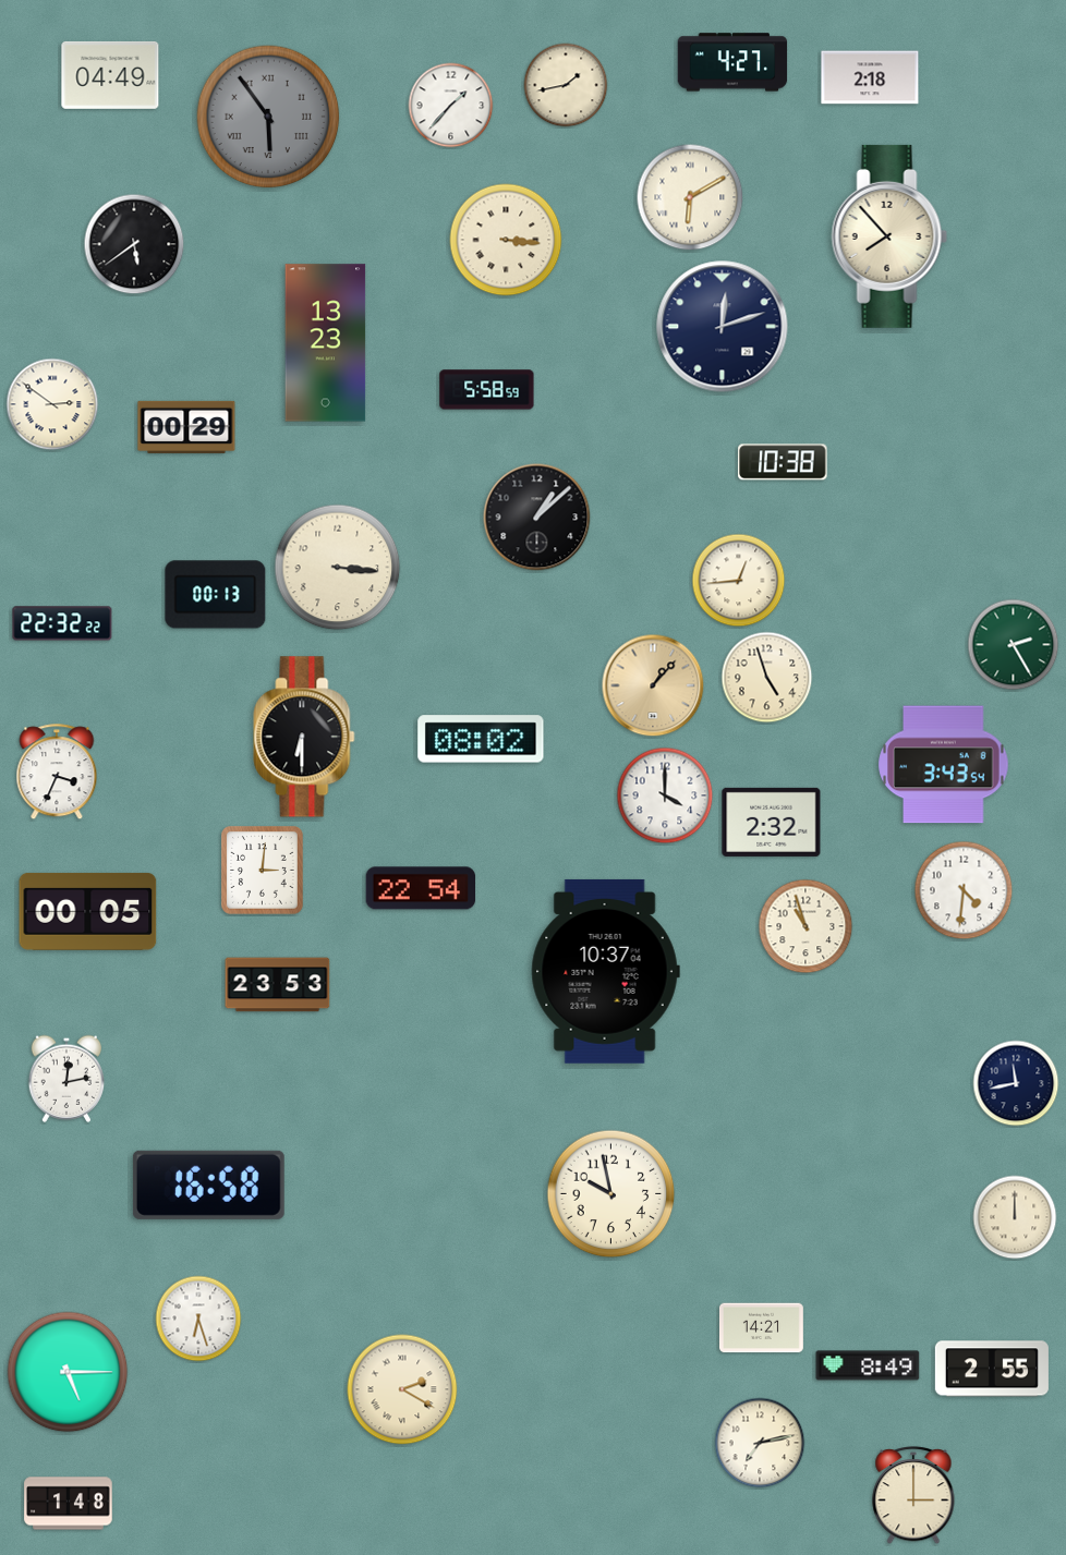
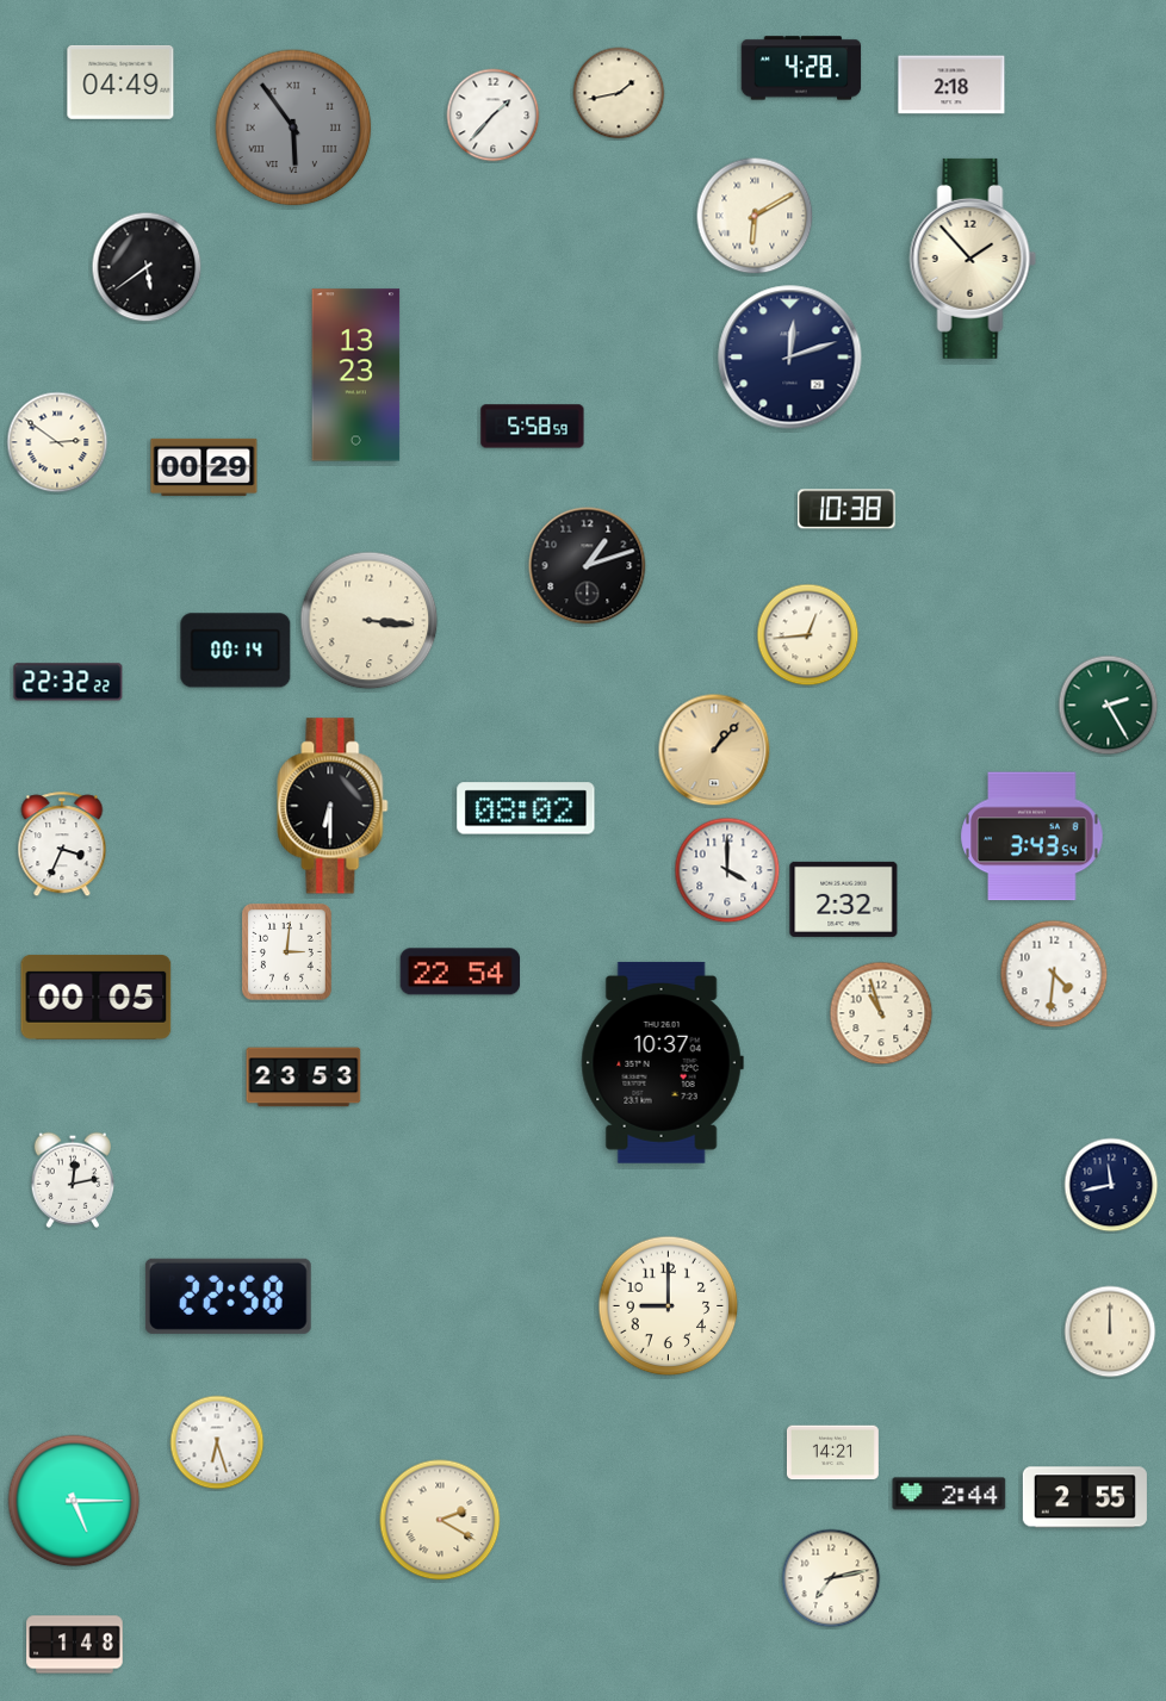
clock at (732, 62): 4:27 -> 4:28
clock at (889, 236): 7:53 -> 1:53
clock at (506, 240): 3:16 -> none
clock at (783, 462) position: (783, 462) -> (846, 509)
clock at (537, 518): 1:08 -> 1:12
clock at (216, 595): 00:13 -> 00:14
clock at (767, 678): 4:57 -> none
clock at (208, 1185): 16:58 -> 22:58
clock at (611, 1194): 9:58 -> 9:00
clock at (868, 1365): 8:49 -> 2:44
clock at (913, 1496): 3:00 -> none
